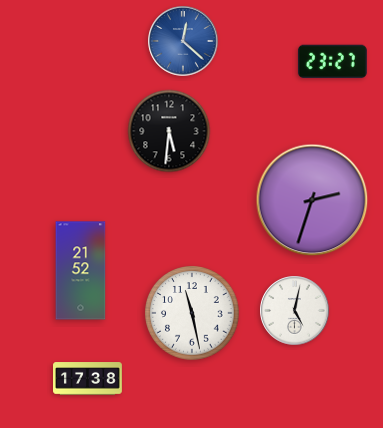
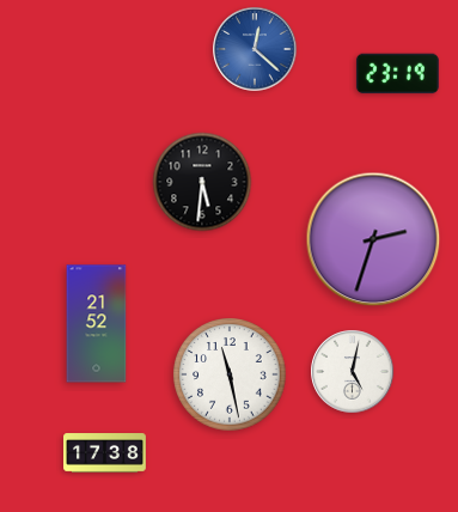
clock at (183, 41) position: (183, 41) -> (255, 49)
clock at (332, 62): 23:27 -> 23:19
clock at (169, 131) position: (169, 131) -> (202, 182)
